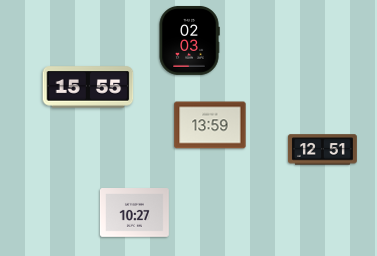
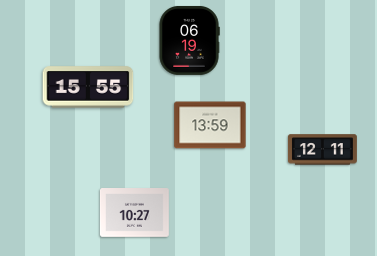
clock at (189, 40): 02:03 -> 06:19
clock at (322, 150): 12:51 -> 12:11
